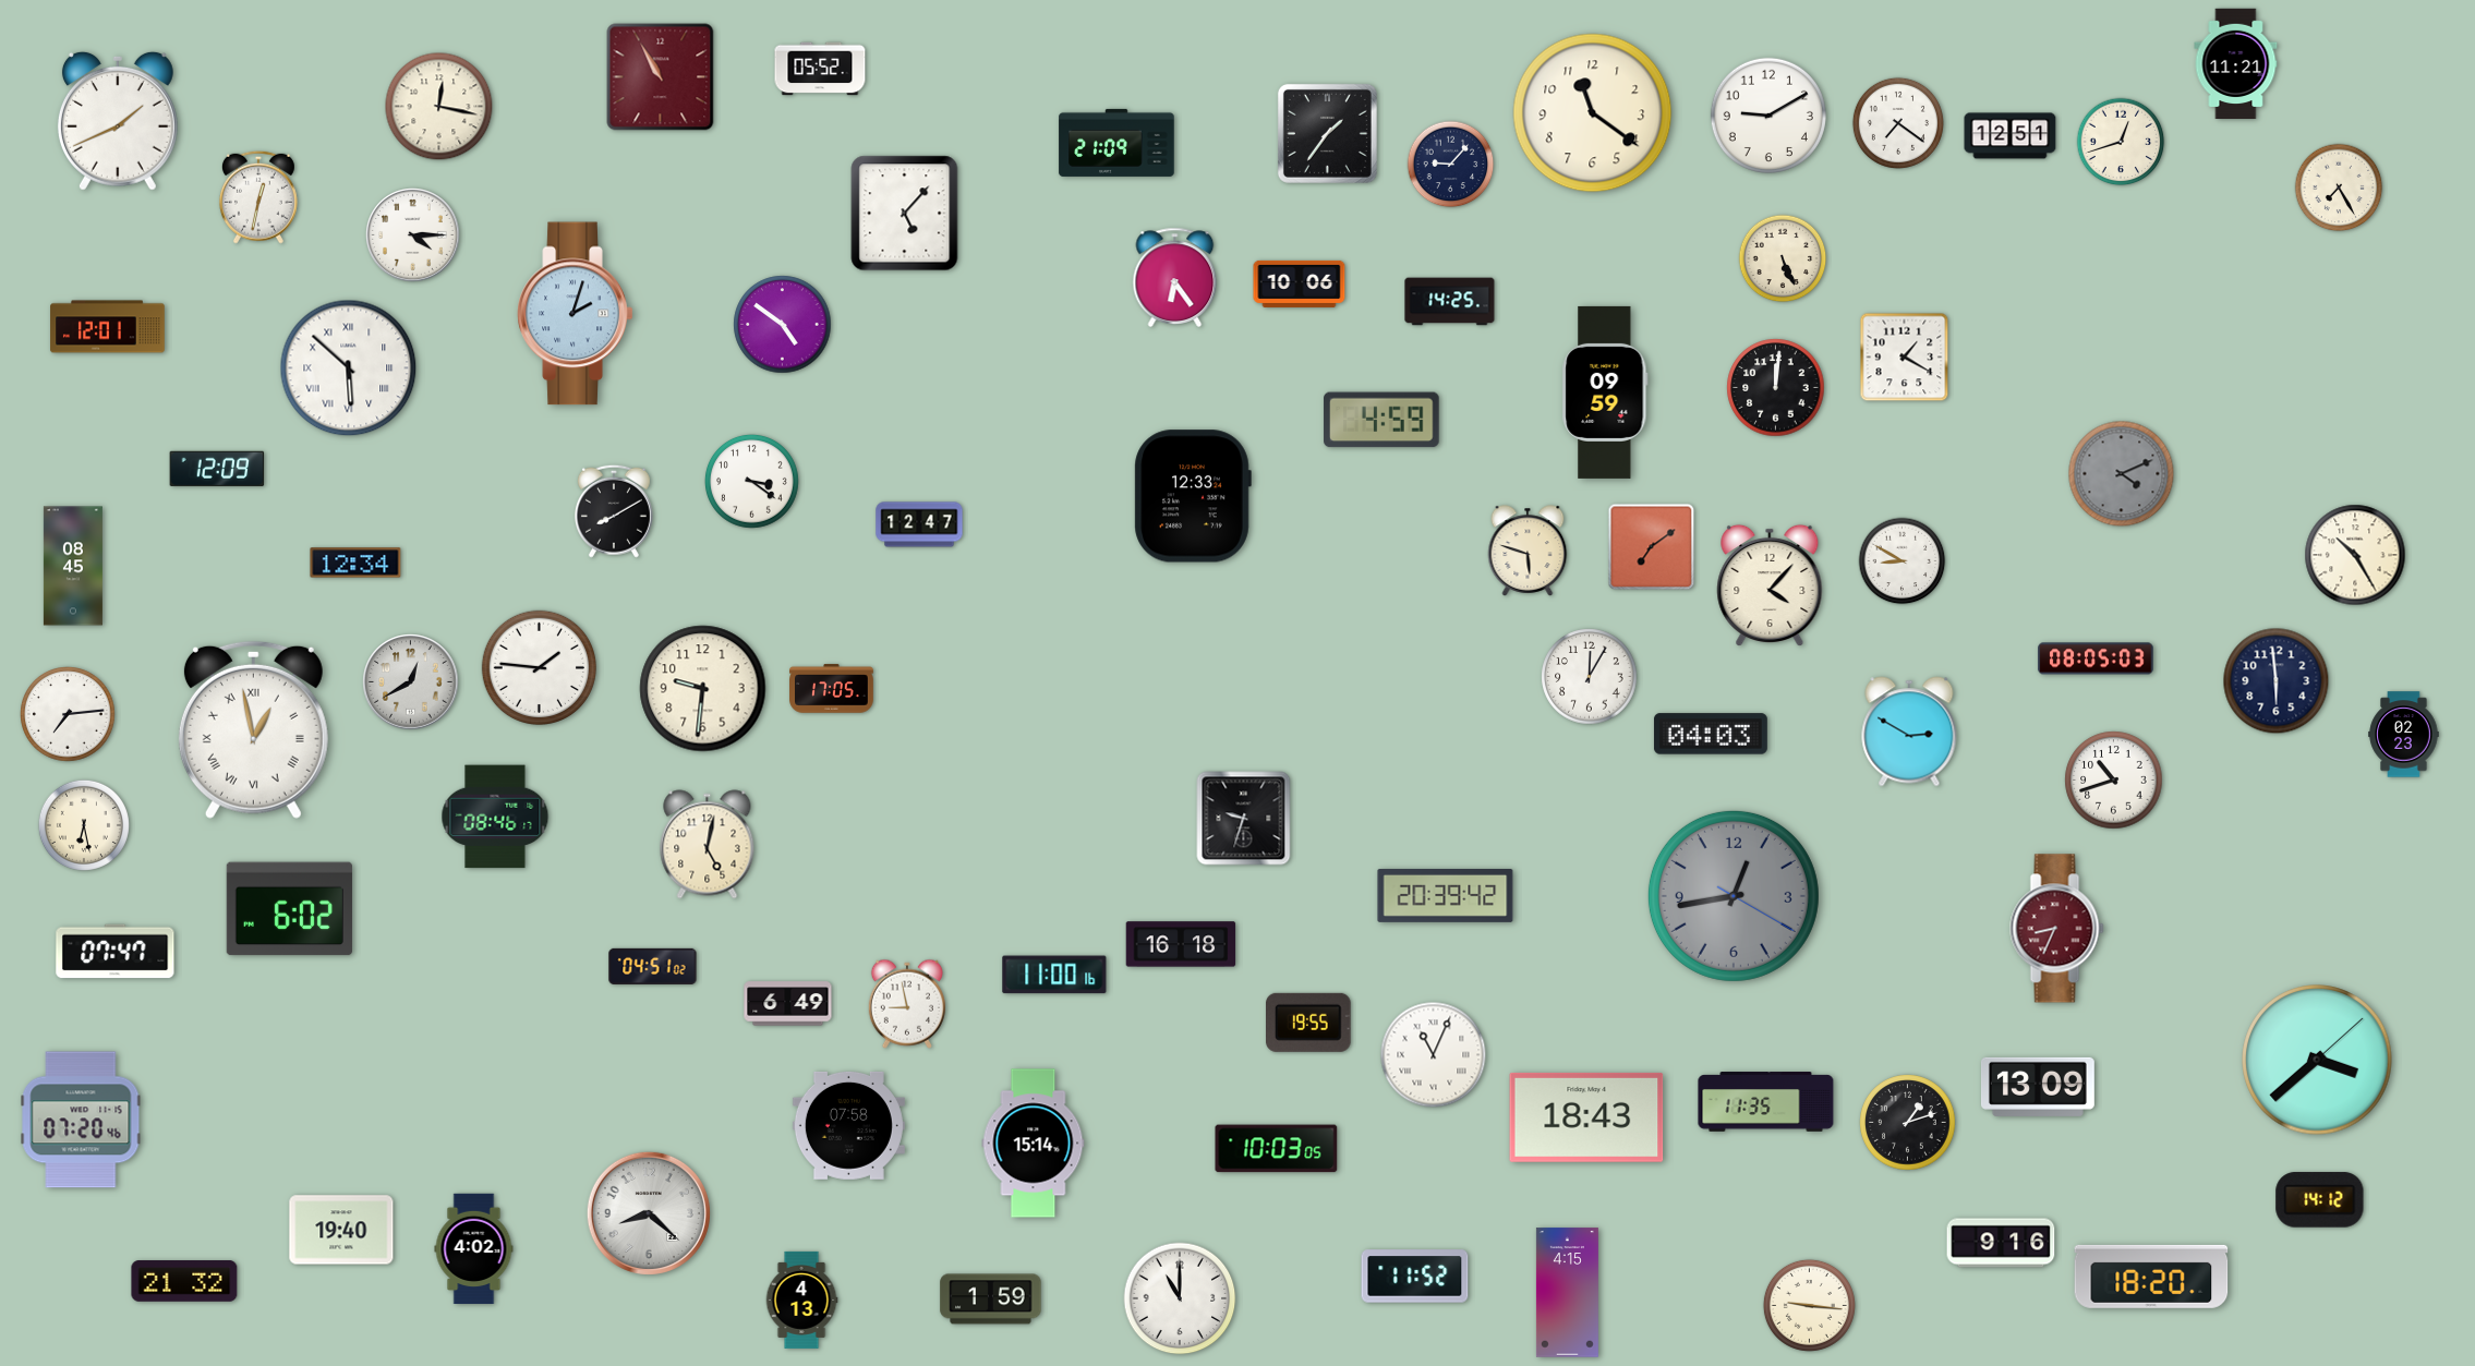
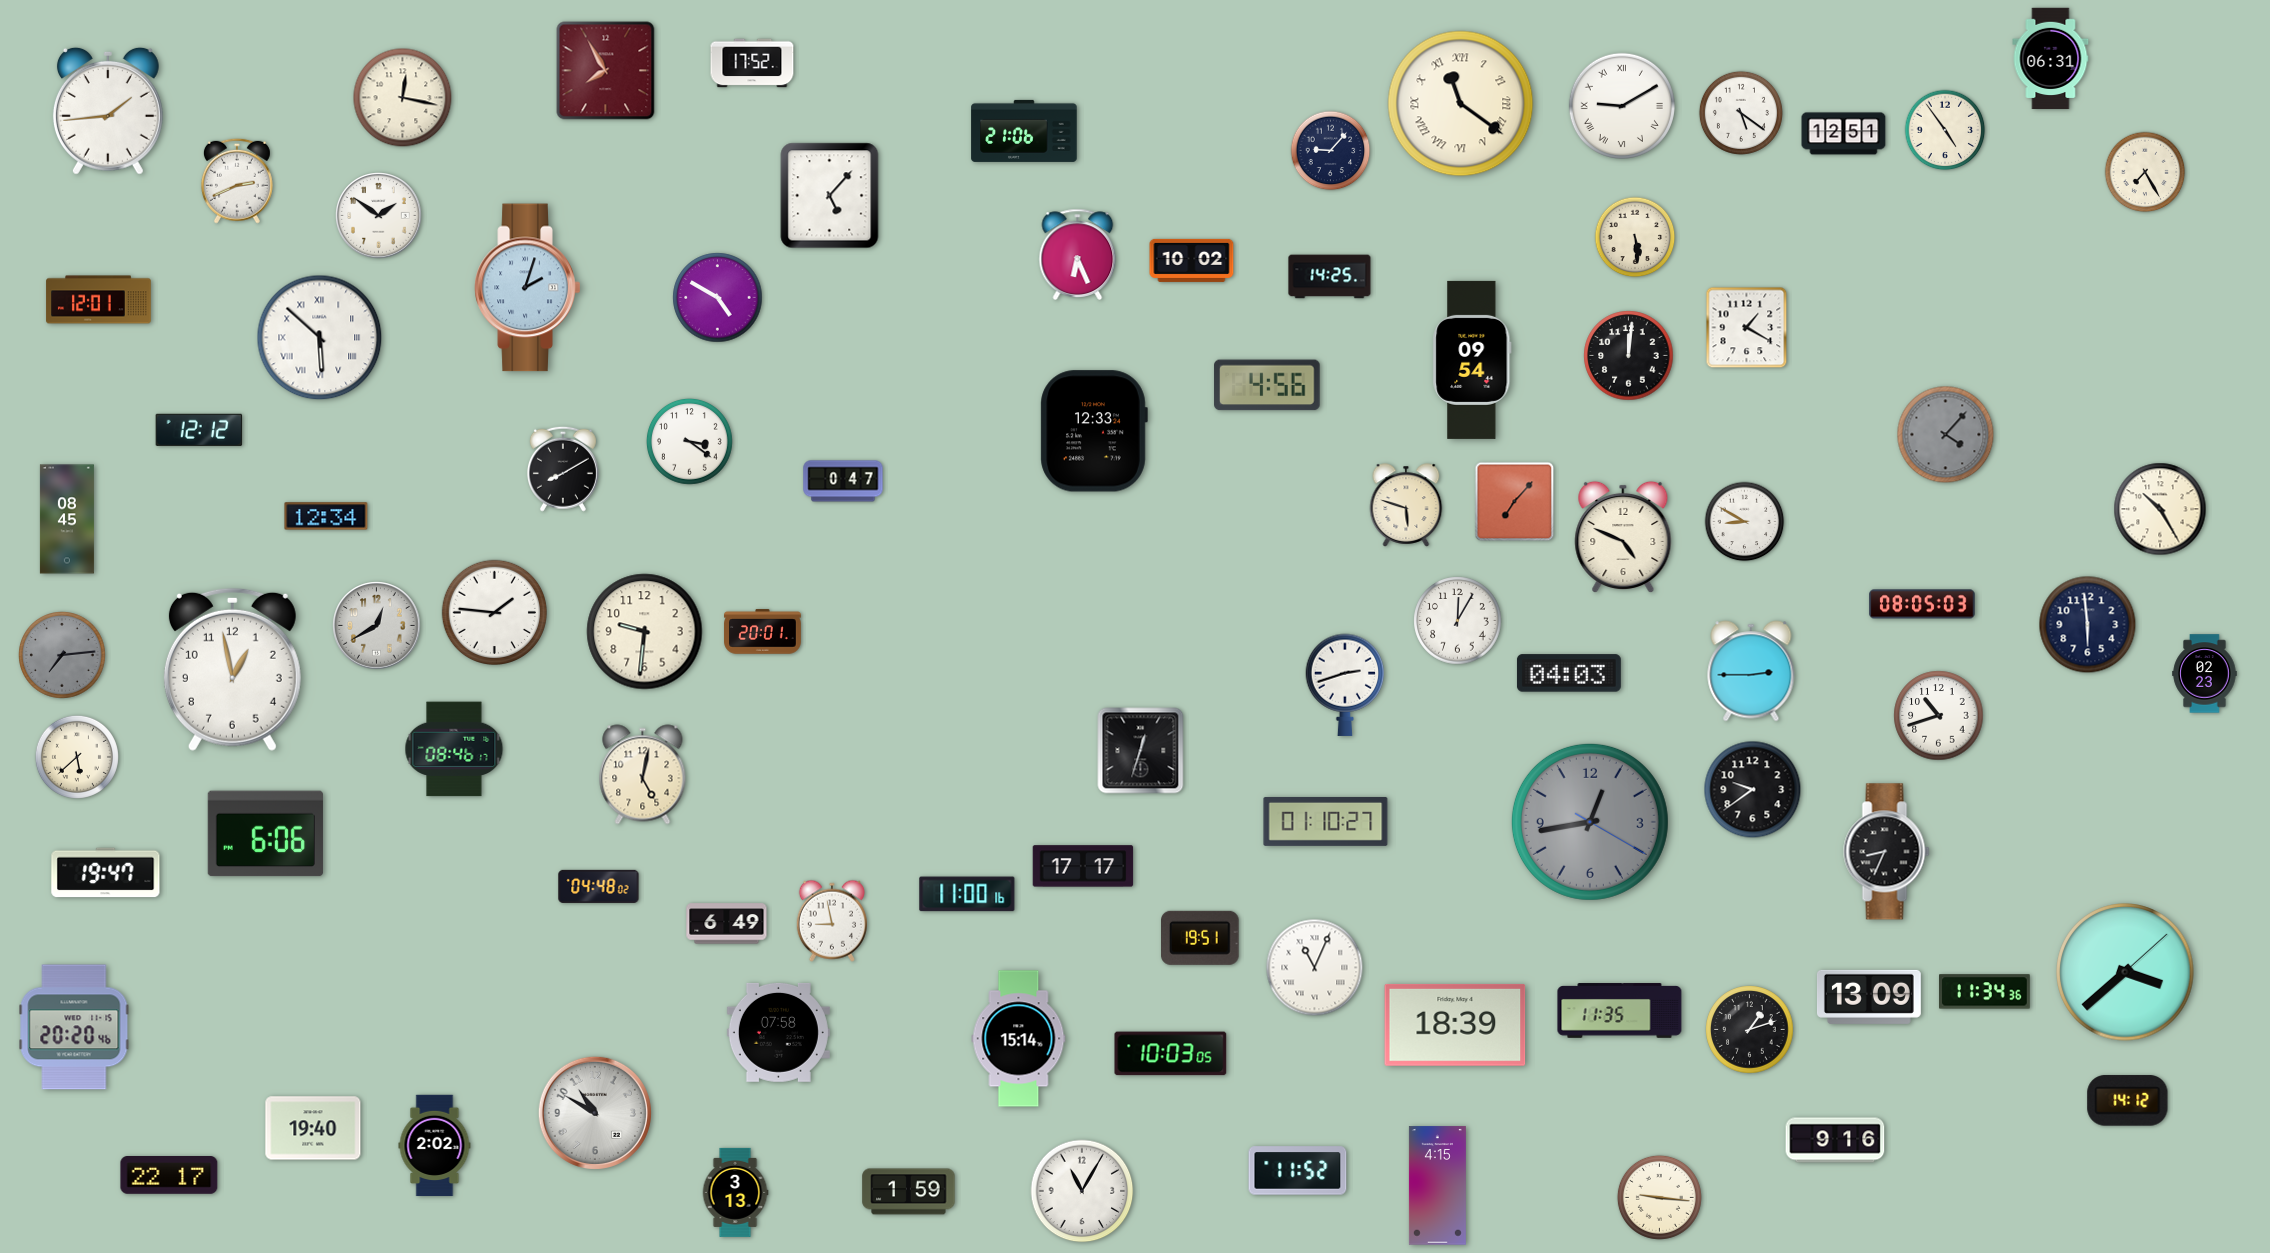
clock at (2236, 64): 11:21 -> 06:31
clock at (820, 69): 05:52 -> 17:52
clock at (661, 77): 10:55 -> 7:55
clock at (1593, 113) numerals: Arabic -> Roman
clock at (1768, 116) numerals: Arabic -> Roman
clock at (118, 121): 1:41 -> 1:44
clock at (1898, 123): 7:21 -> 5:21
clock at (1327, 133): 1:36 -> none
clock at (2011, 136) position: (2011, 136) -> (1844, 134)
clock at (2121, 142): 12:42 -> 4:54
clock at (1116, 143): 21:09 -> 21:06
clock at (258, 197): 12:32 -> 2:41
clock at (413, 235): 4:15 -> 1:51
clock at (1783, 258): 5:26 -> 5:29
clock at (1175, 277): 6:24 -> 6:26
clock at (1300, 283): 10:06 -> 10:02
clock at (783, 325): 4:51 -> 4:50
clock at (1605, 392): 09:59 -> 09:54
clock at (1381, 420): 4:59 -> 4:56
clock at (217, 469): 12:09 -> 12:12
clock at (2122, 474): 4:11 -> 4:07
clock at (1193, 496) position: (1193, 496) -> (1094, 431)
clock at (919, 524): 12:47 -> 0:47
clock at (1652, 547): 7:09 -> 7:07
clock at (1528, 551) position: (1528, 551) -> (1406, 505)
clock at (1903, 561) position: (1903, 561) -> (1745, 522)
clock at (1770, 585): 4:07 -> 4:49
clock at (832, 689): 17:05 -> 20:01
clock at (68, 714) dial: white -> grey
clock at (253, 729) numerals: Roman -> Arabic
clock at (1909, 732): 2:50 -> 2:45
clock at (1345, 685): none -> 2:42
clock at (1244, 819): 9:33 -> 12:33
clock at (84, 825): 6:28 -> 5:38
clock at (708, 845) position: (708, 845) -> (643, 775)
clock at (1753, 790): none -> 9:39
clock at (1446, 895): 20:39 -> 01:10
clock at (289, 909): 6:02 -> 6:06
clock at (2057, 929) dial: burgundy -> black
clock at (1181, 944): 16:18 -> 17:17
clock at (116, 952): 07:47 -> 19:47
clock at (653, 966): 04:51 -> 04:48
clock at (788, 1004) position: (788, 1004) -> (727, 924)
clock at (1309, 1023): 19:55 -> 19:51
clock at (1985, 992): none -> 11:34
clock at (1586, 1117): 18:43 -> 18:39
clock at (81, 1120): 07:20 -> 20:20
clock at (1034, 1144) position: (1034, 1144) -> (1019, 1039)
clock at (649, 1213): 8:22 -> 10:50
clock at (474, 1249): 4:02 -> 2:02
clock at (2151, 1277): 18:20 -> none
clock at (184, 1282): 21:32 -> 22:17
clock at (1180, 1298): 11:00 -> 11:05
clock at (801, 1299): 4:13 -> 3:13
